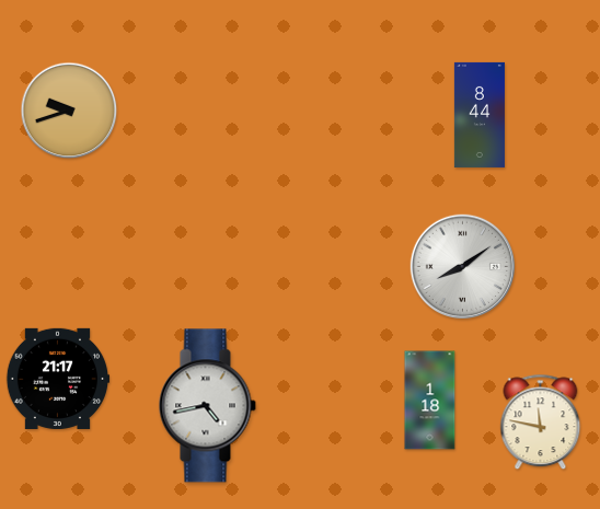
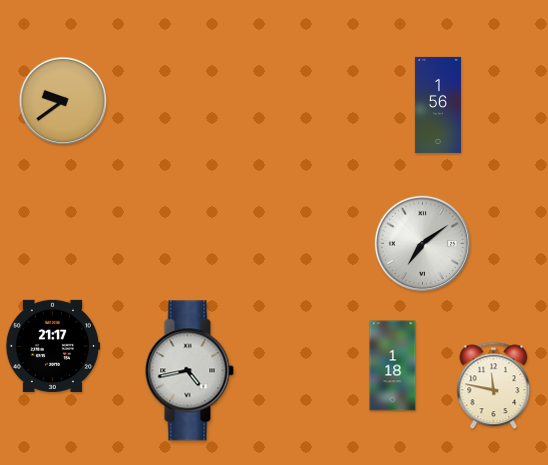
clock at (69, 111): 9:42 -> 9:39
clock at (480, 115): 8:44 -> 1:56
clock at (462, 266): 8:09 -> 7:09
